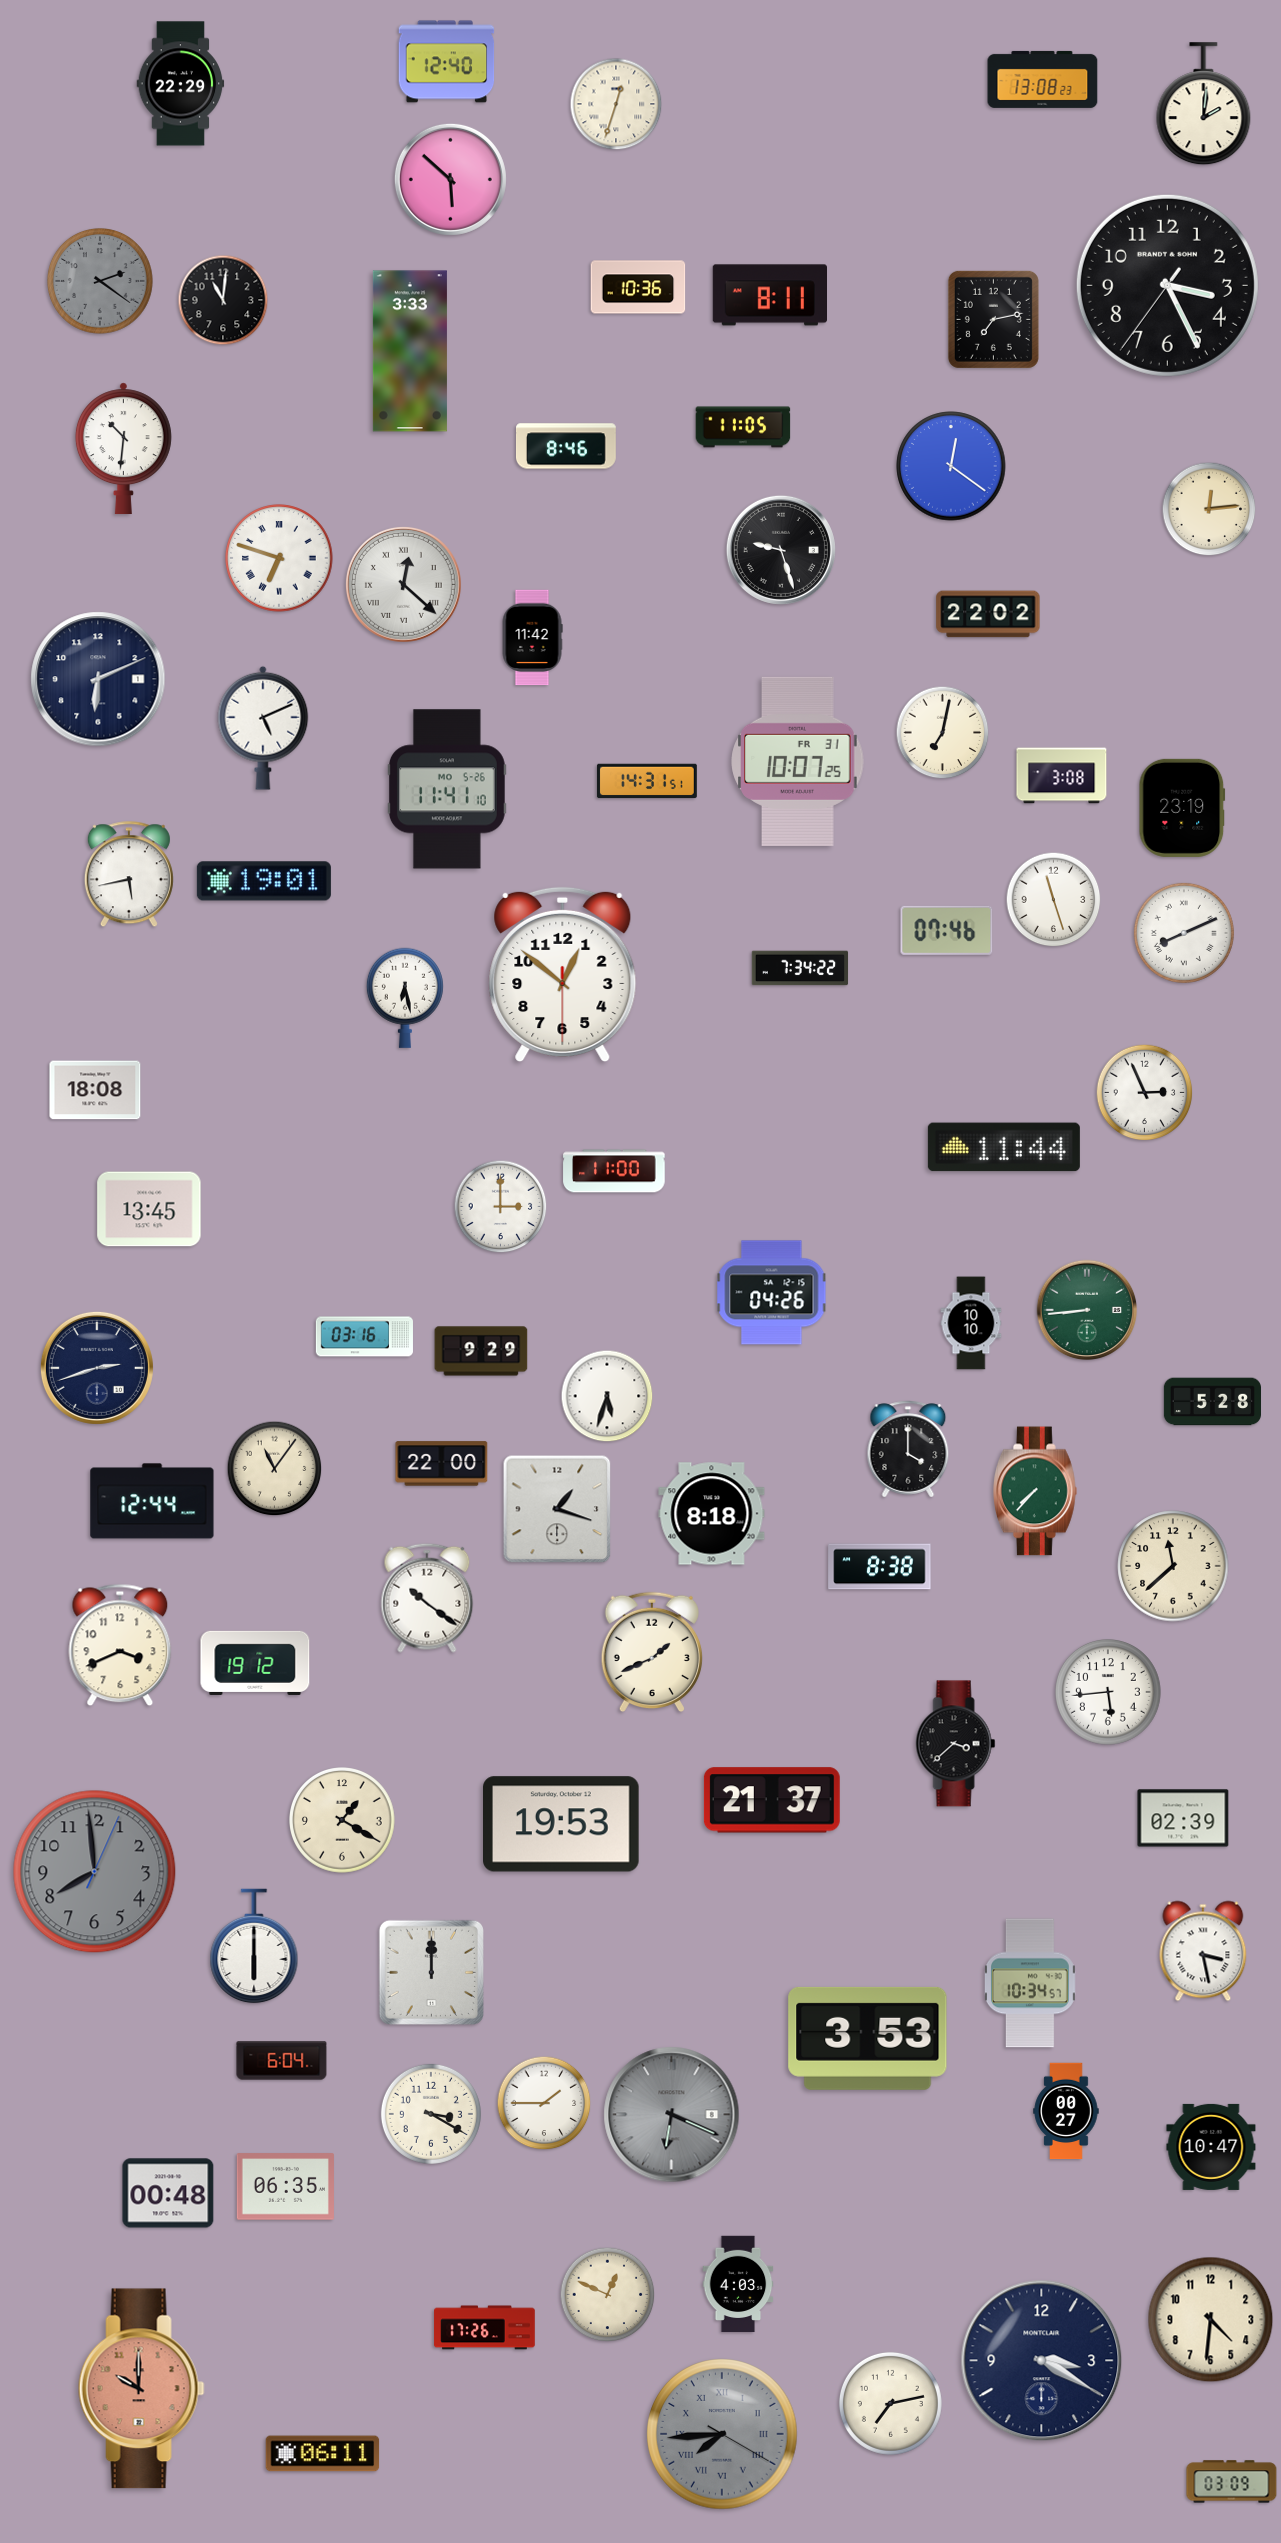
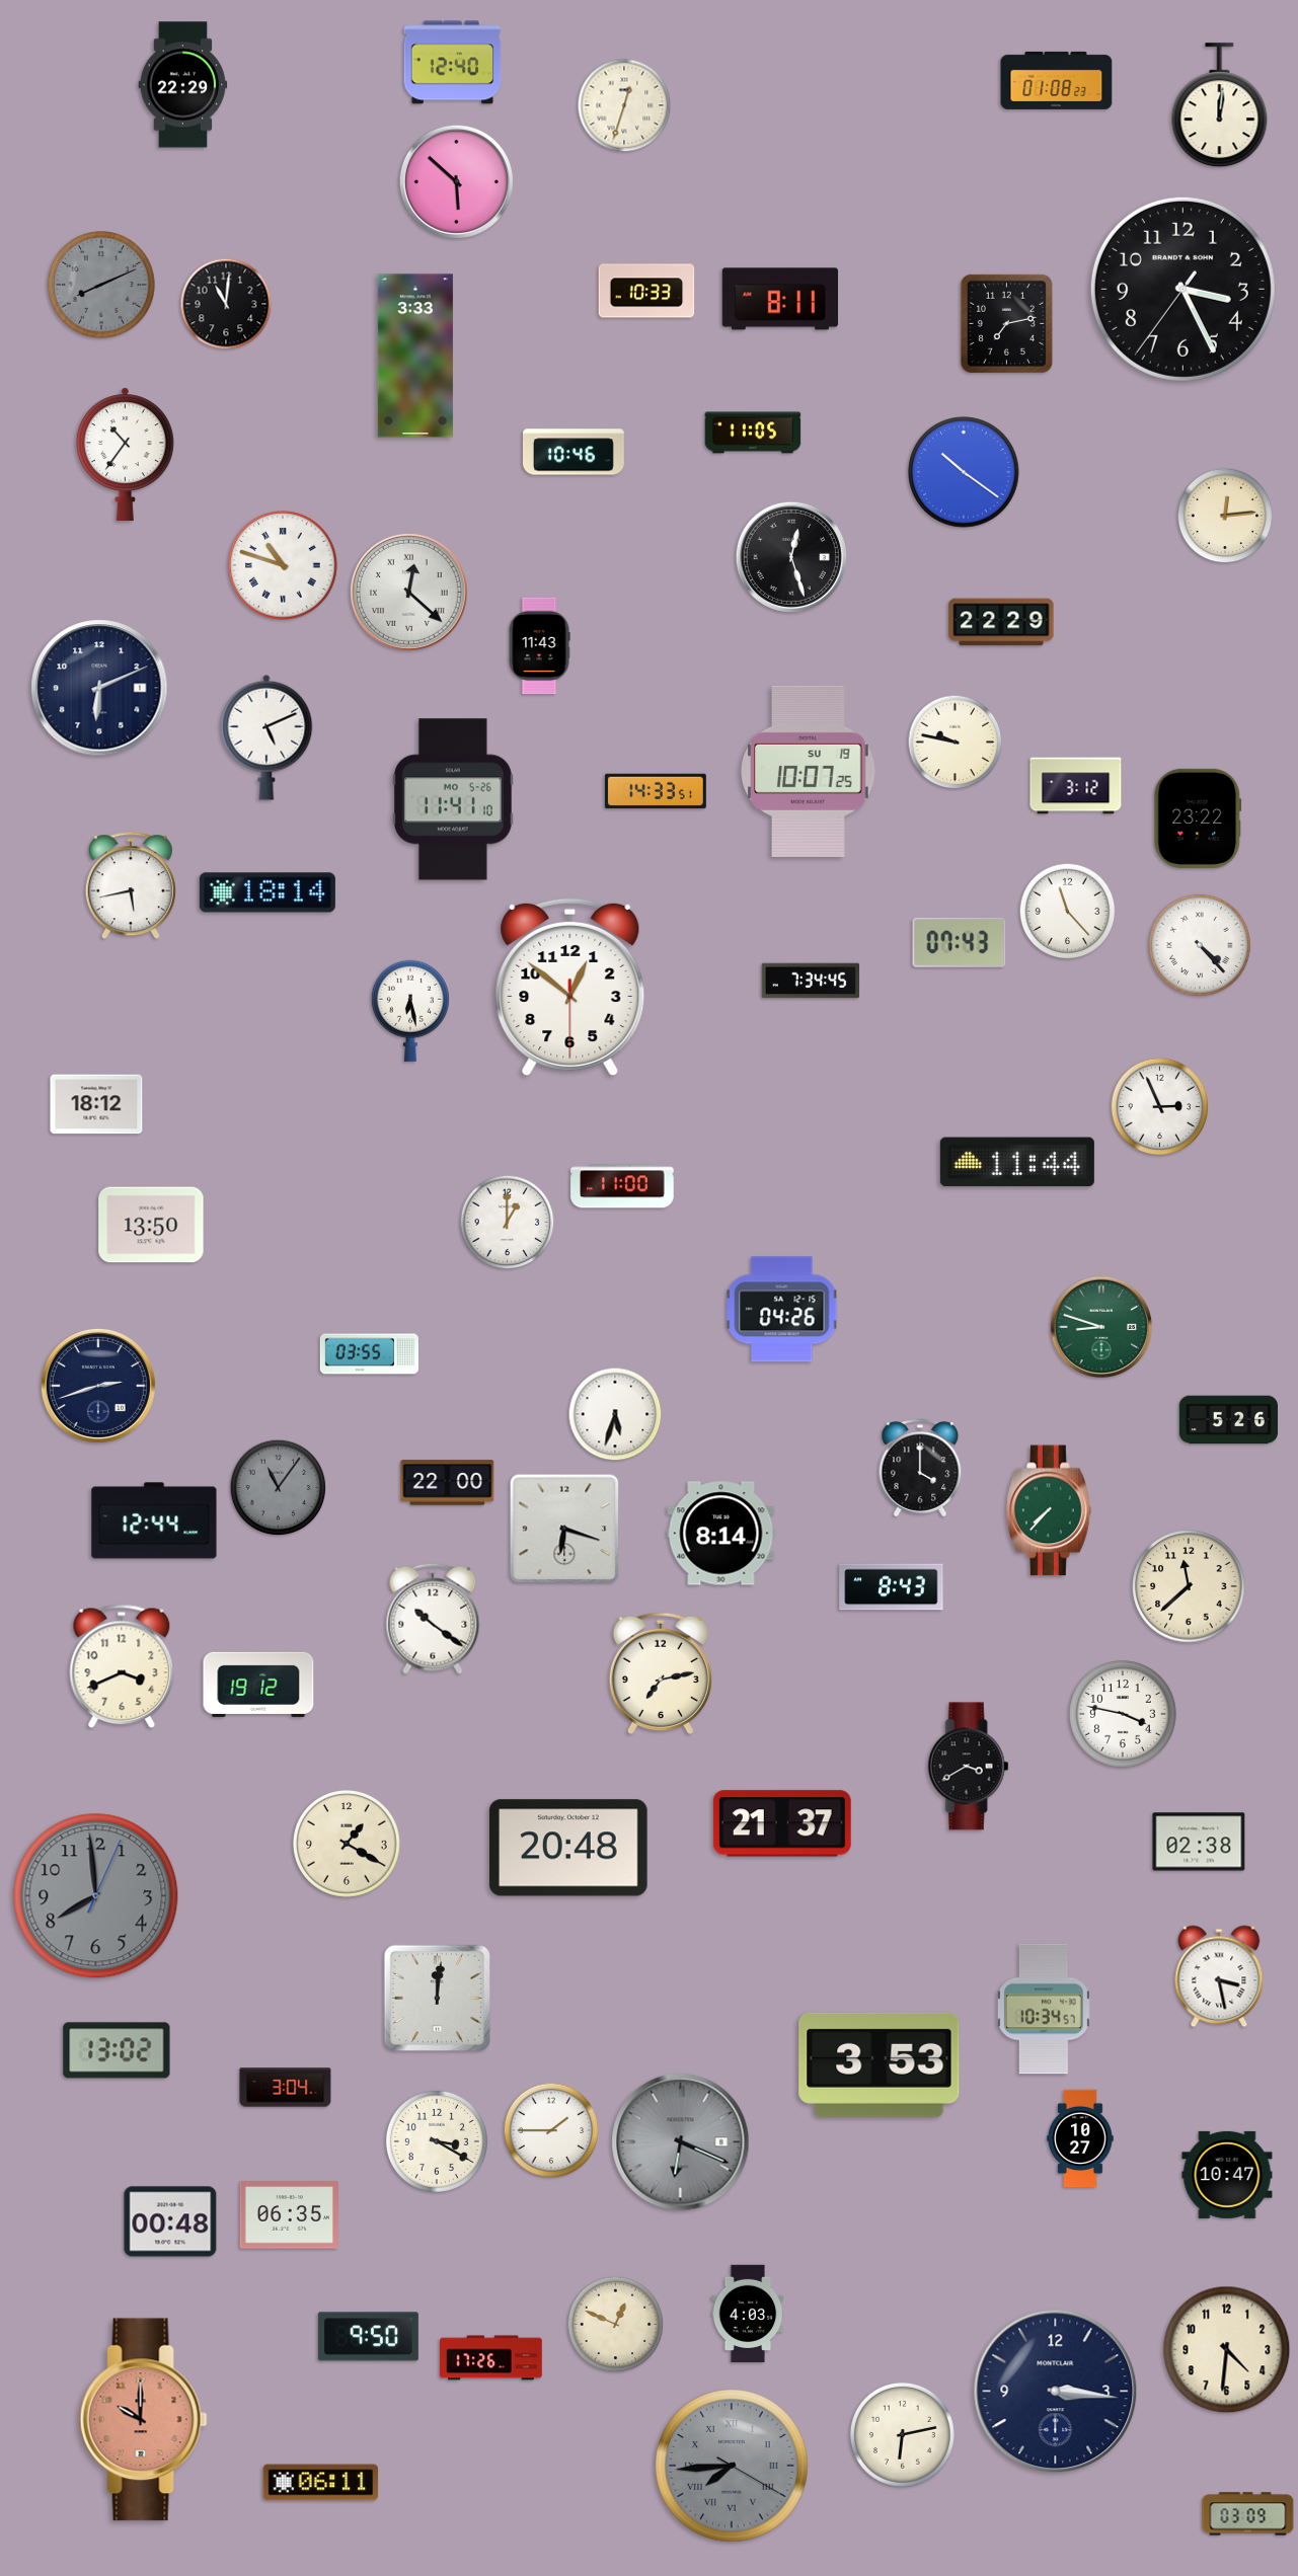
clock at (1043, 79): 13:08 -> 01:08
clock at (1204, 104): 2:01 -> 12:01
clock at (101, 282): 2:21 -> 8:11
clock at (638, 287): 10:36 -> 10:33
clock at (567, 446): 8:46 -> 10:46
clock at (123, 449): 10:31 -> 10:36
clock at (951, 466): 12:21 -> 10:21
clock at (781, 550): 9:27 -> 12:27
clock at (279, 558): 6:48 -> 10:48
clock at (988, 614): 22:02 -> 22:29
clock at (532, 638): 11:42 -> 11:43
clock at (943, 733): 7:02 -> 9:47
clock at (798, 761) date: FR 31 -> SU 19
clock at (1062, 776): 3:08 -> 3:12
clock at (647, 781): 14:31 -> 14:33
clock at (1182, 808): 23:19 -> 23:22
clock at (264, 881): 19:01 -> 18:14
clock at (1054, 900): 11:27 -> 11:23
clock at (947, 930): 07:46 -> 07:43
clock at (1184, 933): 8:11 -> 4:23
clock at (800, 968): 7:34:22 -> 7:34:45
clock at (95, 1090): 18:08 -> 18:12
clock at (501, 1207): 3:00 -> 1:00
clock at (149, 1209): 13:45 -> 13:50
clock at (1087, 1310): 8:44 -> 8:48
clock at (971, 1323): 10:10 -> none
clock at (364, 1337): 03:16 -> 03:55
clock at (481, 1351): 9:29 -> none
clock at (1212, 1402): 5:28 -> 5:26
clock at (275, 1469) dial: cream -> grey
clock at (557, 1509): 1:18 -> 6:18
clock at (712, 1514): 8:18 -> 8:14
clock at (880, 1567): 8:38 -> 8:43
clock at (652, 1652): 1:41 -> 7:13
clock at (1109, 1693): 5:44 -> 3:47
clock at (956, 1744): 3:38 -> 3:40
clock at (1183, 1818): 02:39 -> 02:38
clock at (562, 1824): 19:53 -> 20:48
clock at (254, 1946): 6:00 -> none
clock at (431, 1972): 12:00 -> 12:01
clock at (117, 2050): none -> 13:02
clock at (282, 2061): 6:04 -> 3:04
clock at (1066, 2111): 00:27 -> 10:27
clock at (368, 2337): none -> 9:50
clock at (1042, 2361): 3:20 -> 3:16
clock at (890, 2403): 7:13 -> 6:13
clock at (323, 2454) position: (323, 2454) -> (321, 2483)
